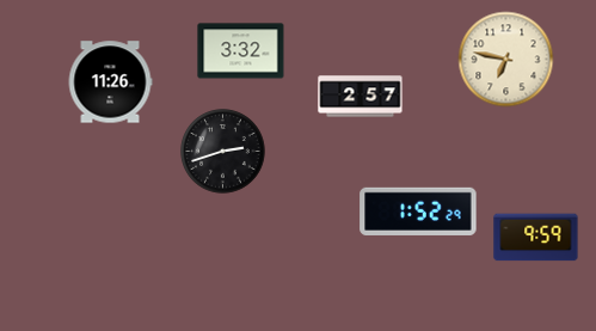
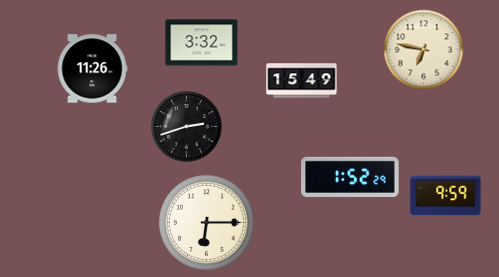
clock at (361, 97): 2:57 -> 15:49
clock at (536, 238) position: (536, 238) -> (446, 196)
clock at (207, 223): none -> 6:15
